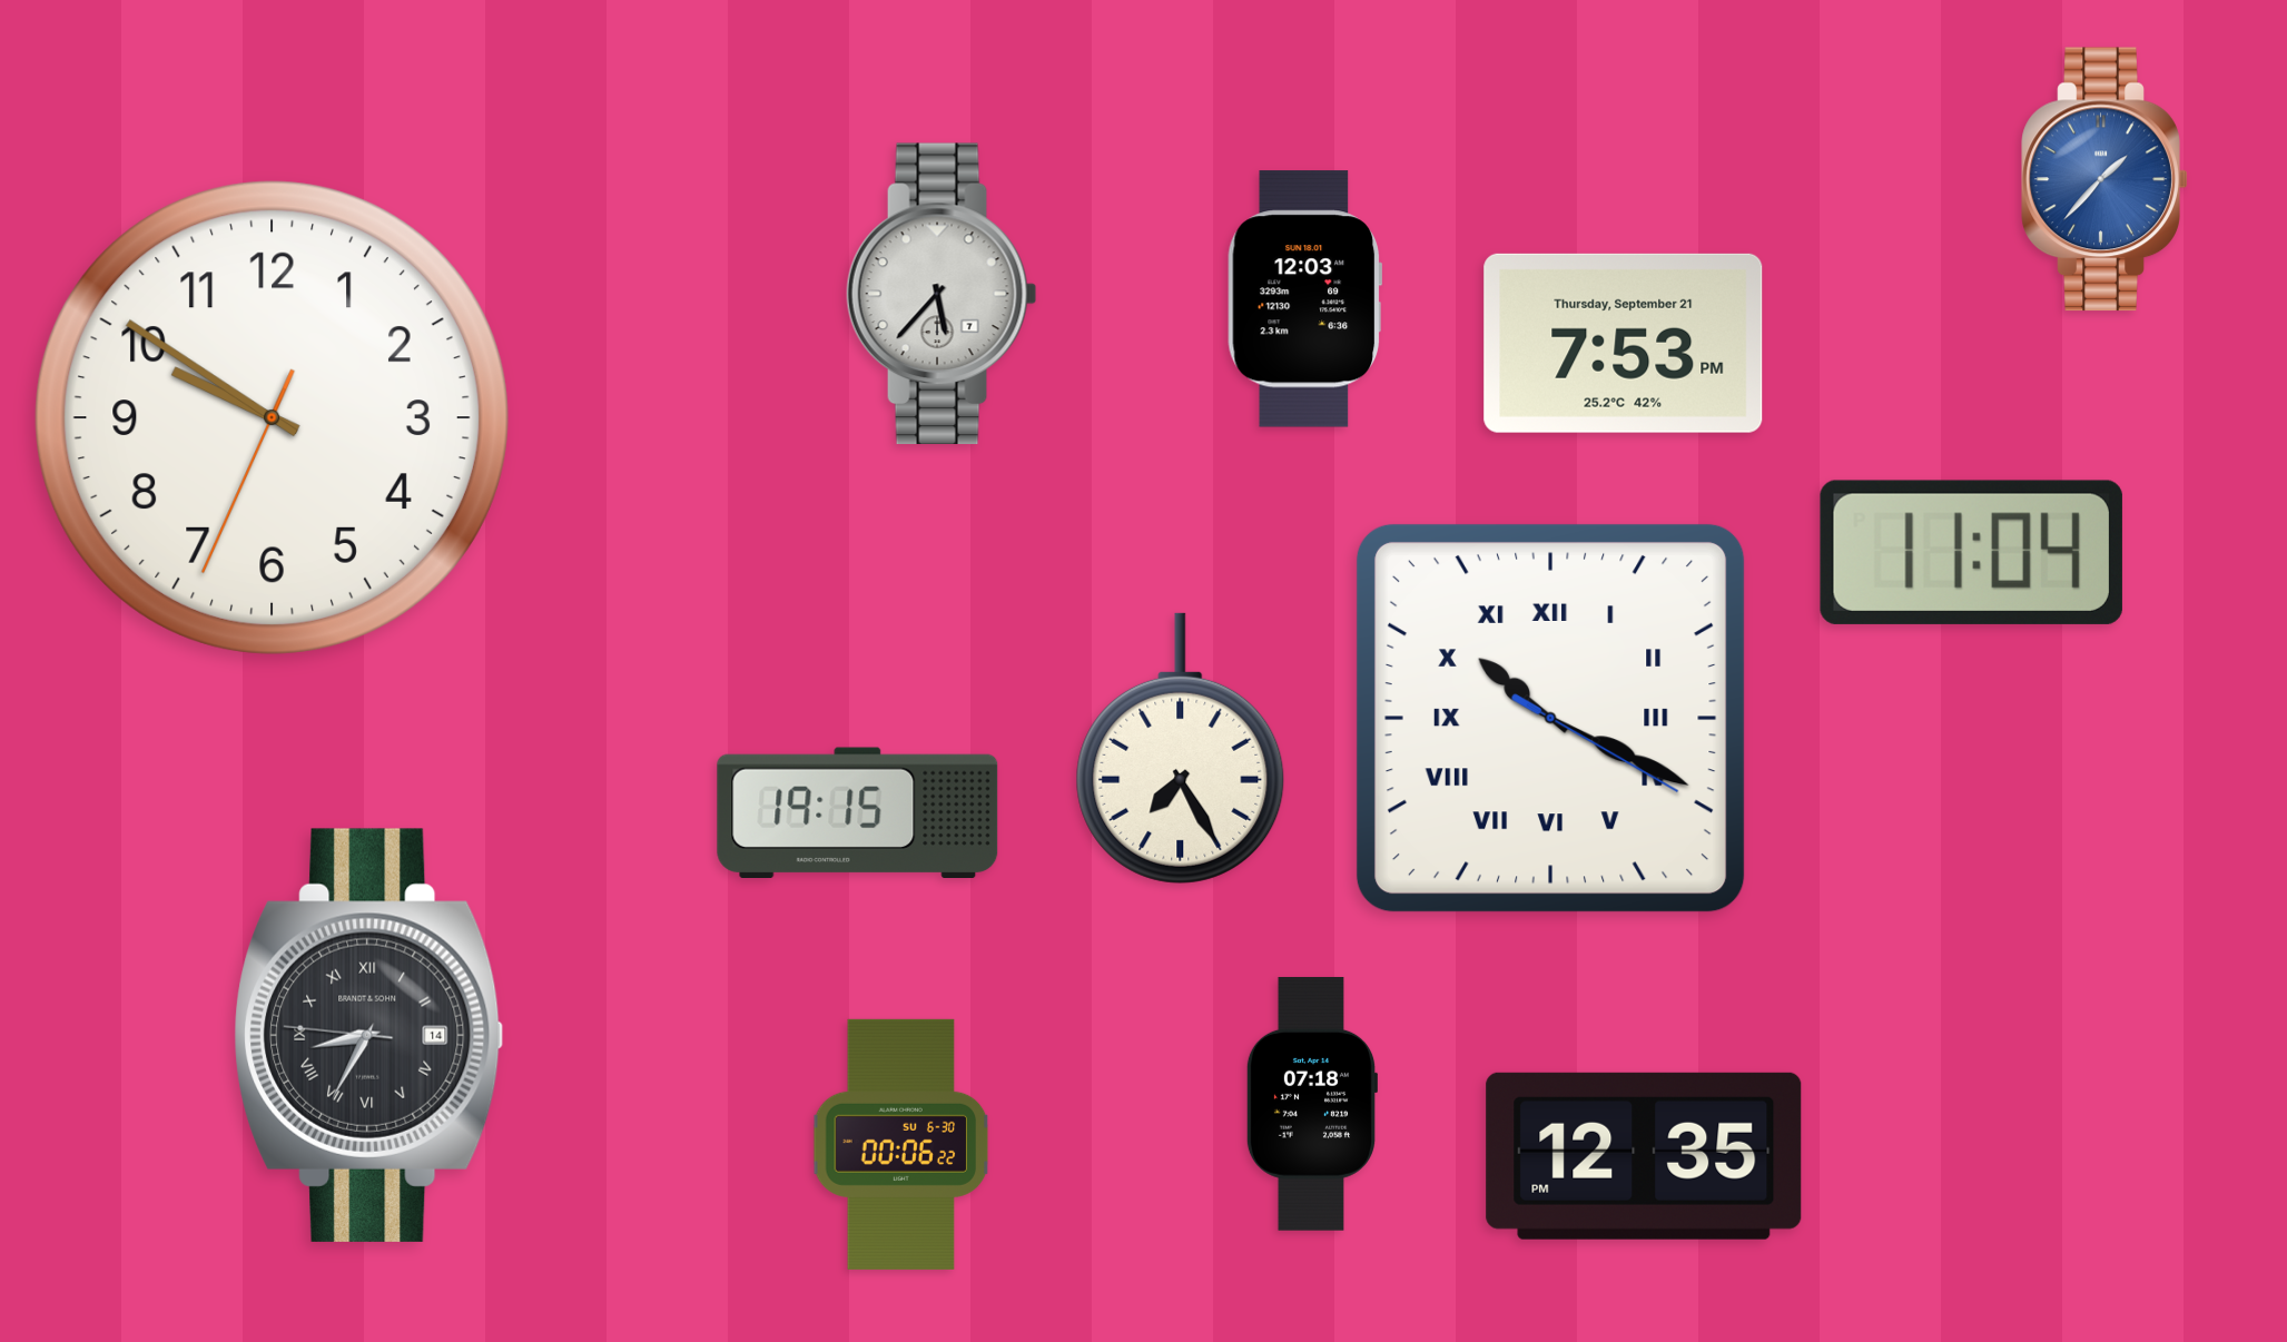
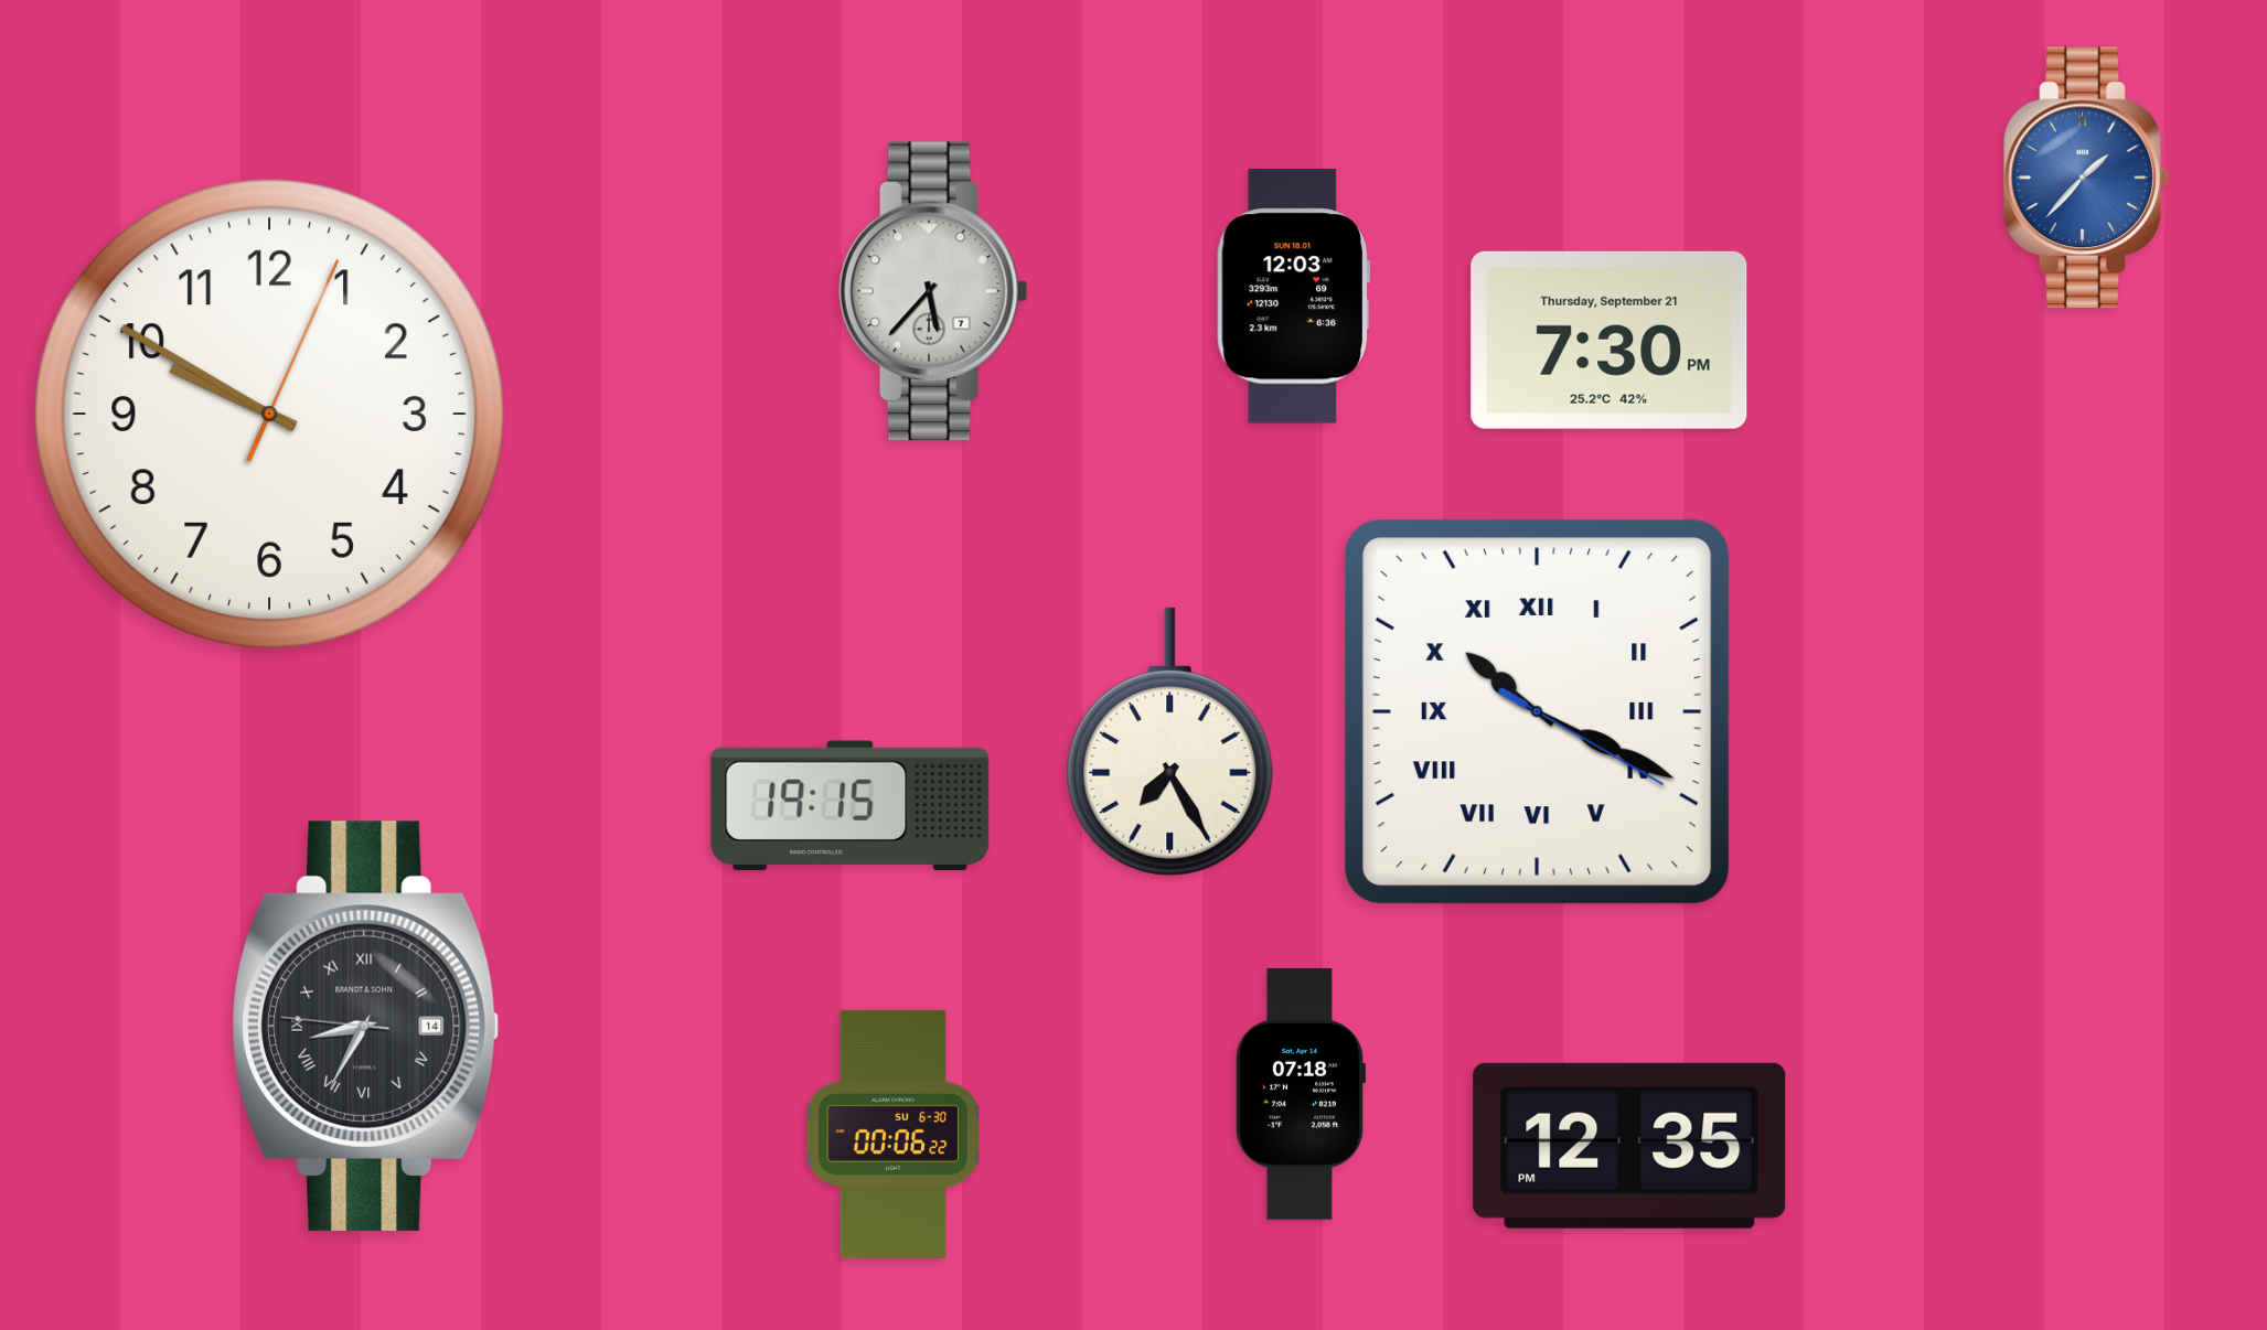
clock at (1624, 343): 7:53 -> 7:30
clock at (272, 417): 9:50:34 -> 9:50:04
clock at (1971, 552): 11:04 -> none
